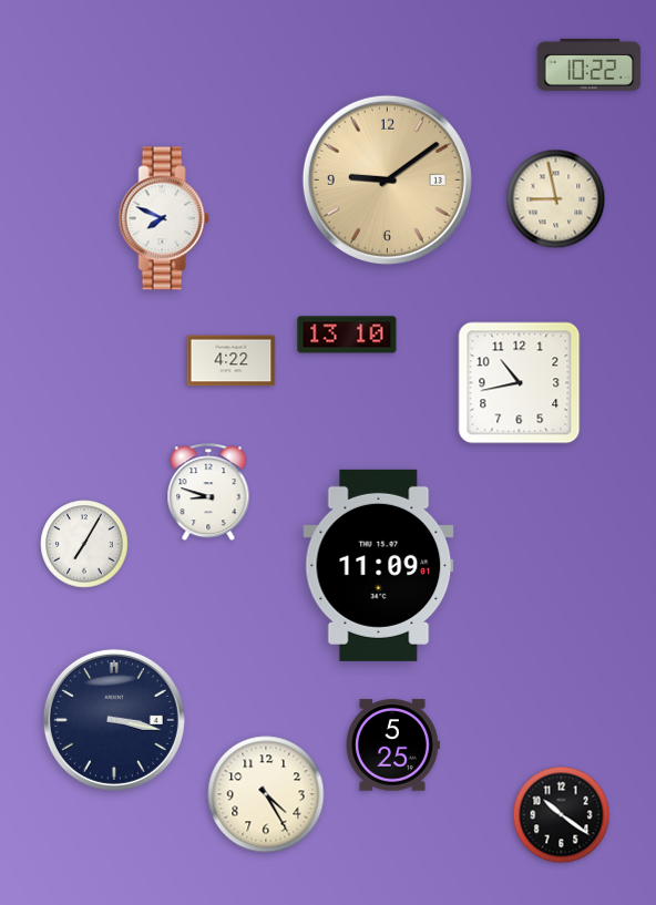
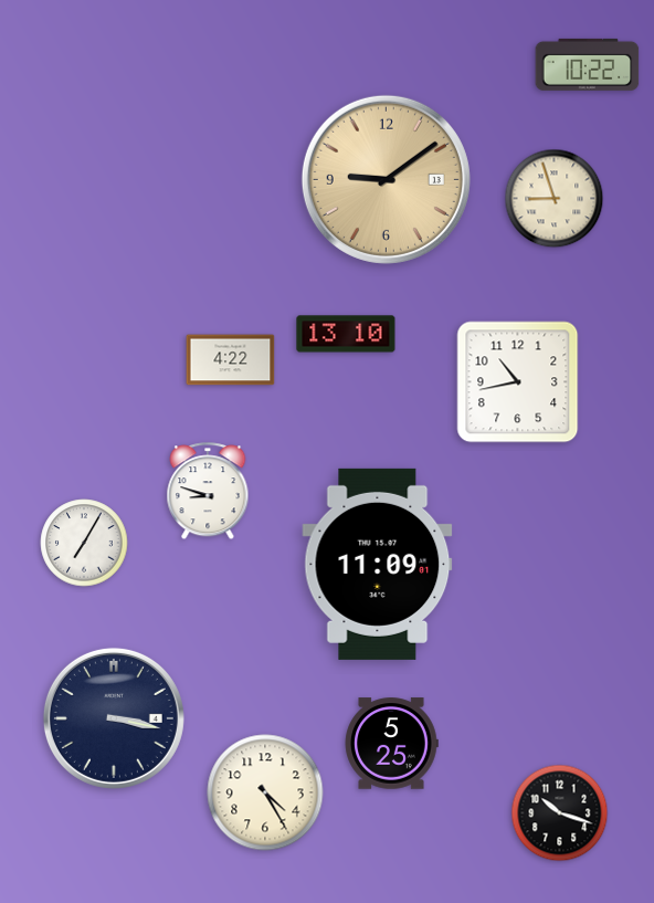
clock at (556, 199): 8:58 -> 8:57
clock at (164, 218): 7:49 -> none
clock at (562, 815): 10:21 -> 10:18
